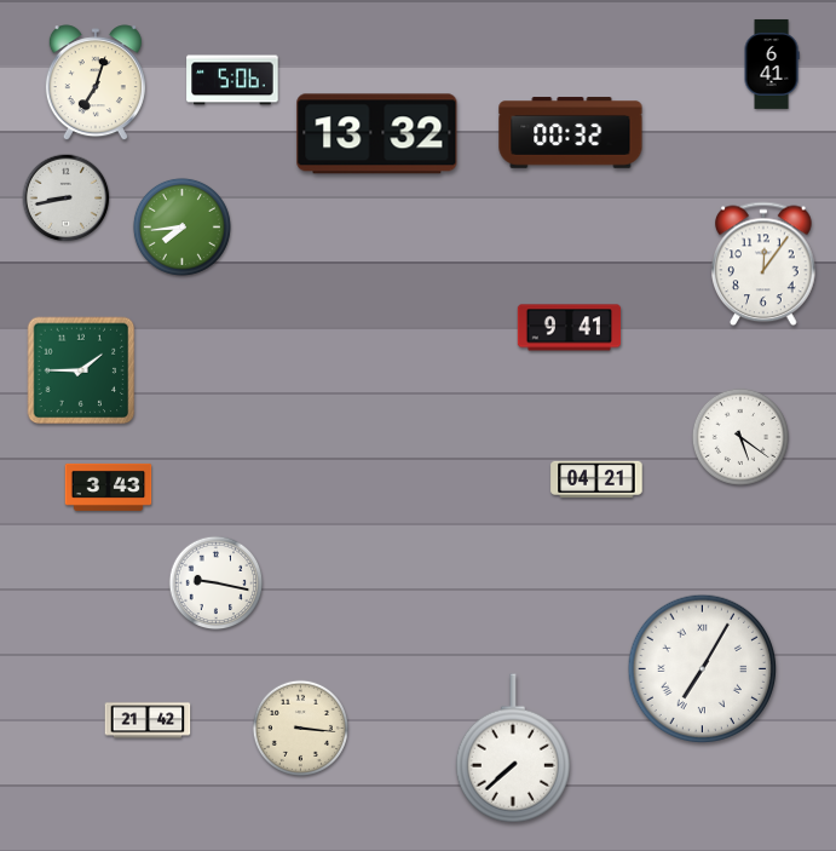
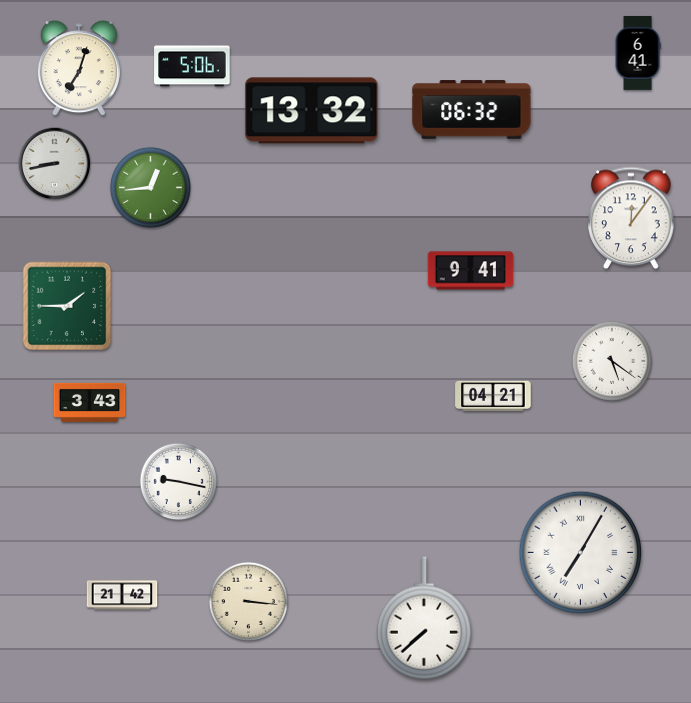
clock at (571, 133): 00:32 -> 06:32
clock at (181, 226): 7:44 -> 12:44
